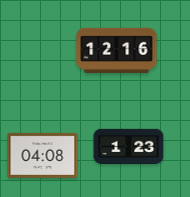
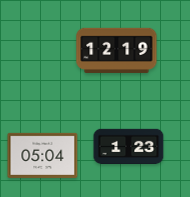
clock at (117, 50): 12:16 -> 12:19
clock at (43, 155): 04:08 -> 05:04
